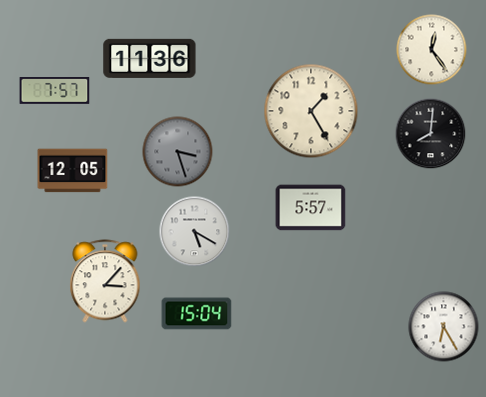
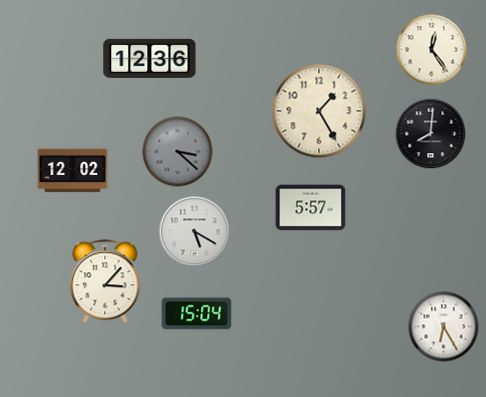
clock at (150, 58): 11:36 -> 12:36
clock at (55, 91): 7:57 -> none
clock at (311, 111) position: (311, 111) -> (319, 111)
clock at (178, 152): 3:27 -> 3:22
clock at (73, 171): 12:05 -> 12:02
